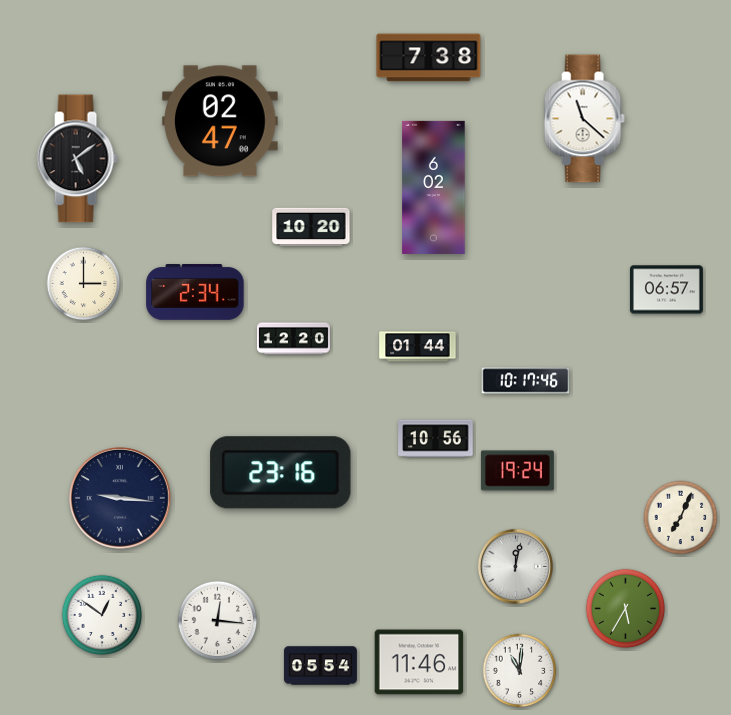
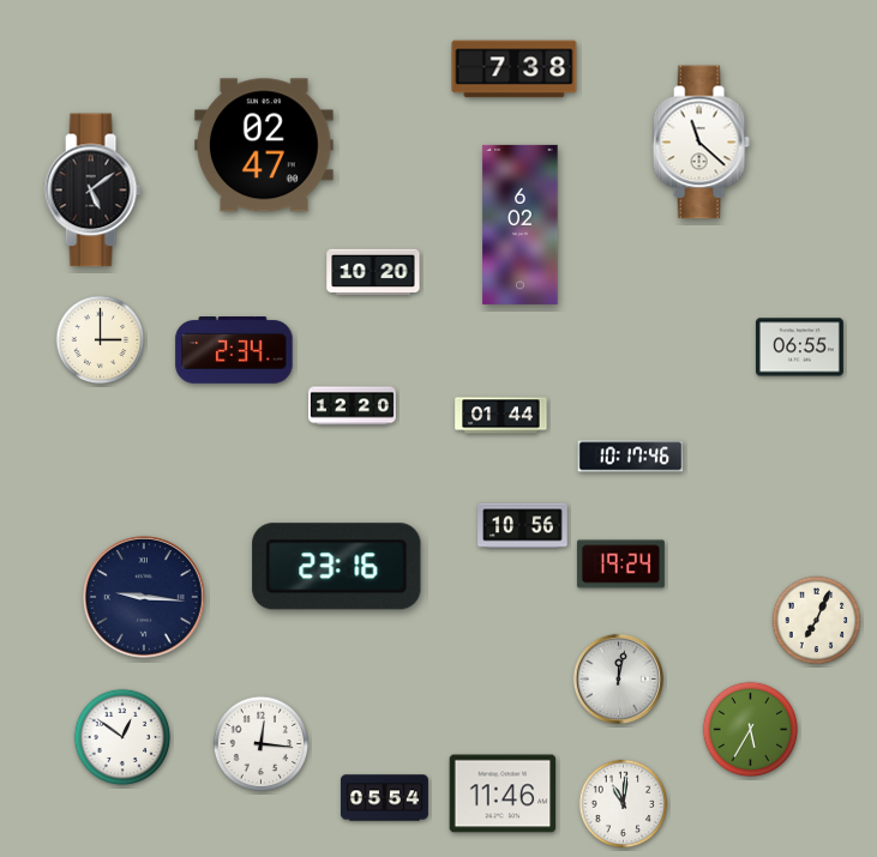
clock at (666, 290): 06:57 -> 06:55
